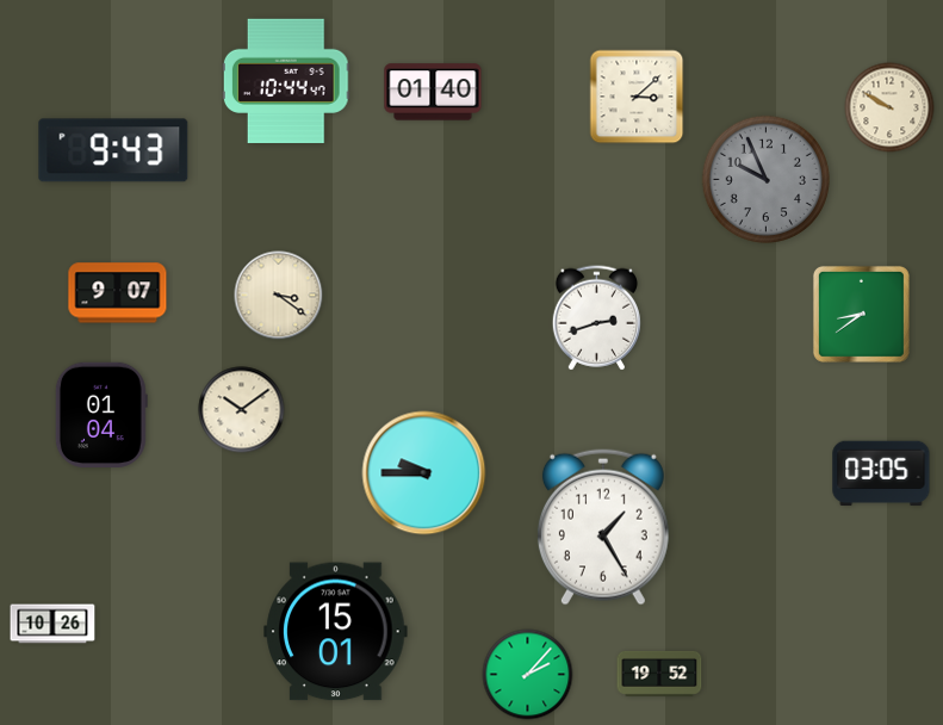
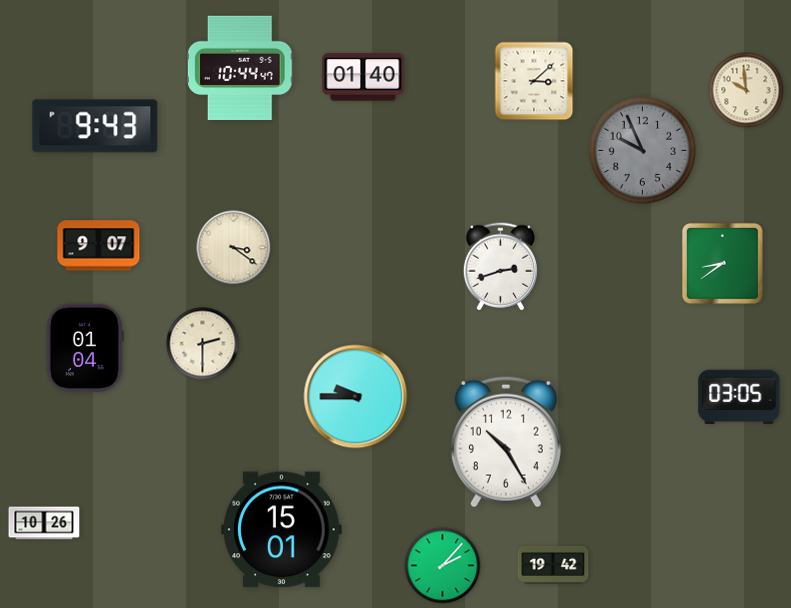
clock at (889, 107): 9:50 -> 9:59
clock at (242, 410): 10:09 -> 2:30
clock at (603, 527): 1:25 -> 10:25
clock at (659, 674): 19:52 -> 19:42
